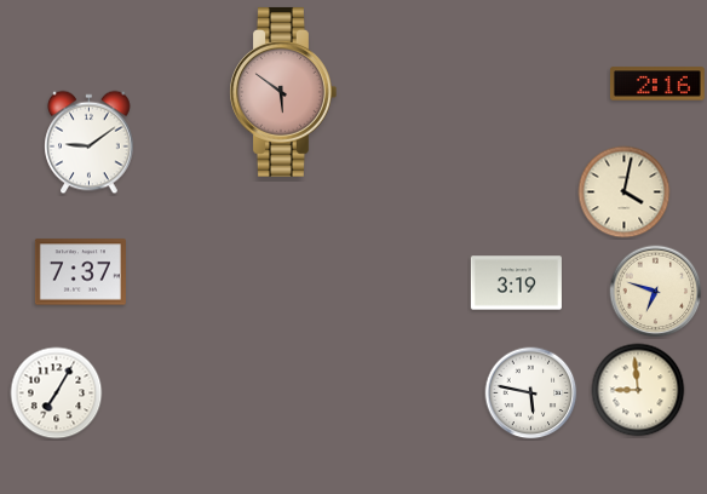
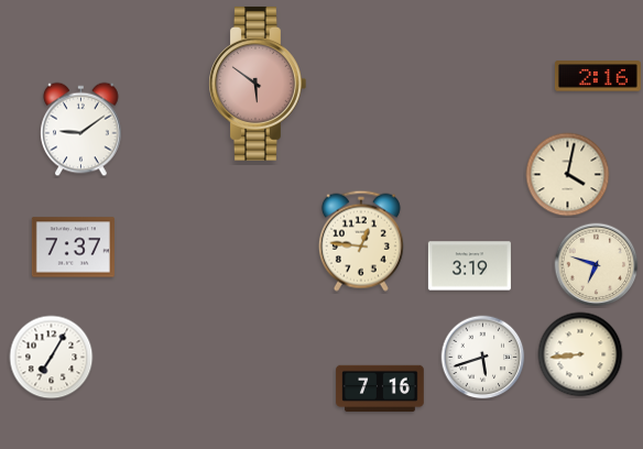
clock at (361, 241): none -> 12:46
clock at (516, 283) position: (516, 283) -> (469, 266)
clock at (638, 390): 8:59 -> 8:44
clock at (531, 394): 5:47 -> 5:42
clock at (380, 388): none -> 7:16
